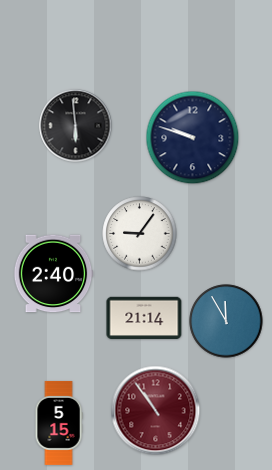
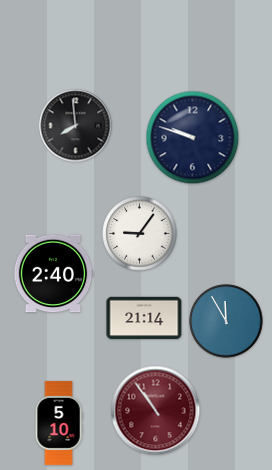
clock at (76, 126): 5:59 -> 7:59
clock at (59, 423): 5:15 -> 5:10
